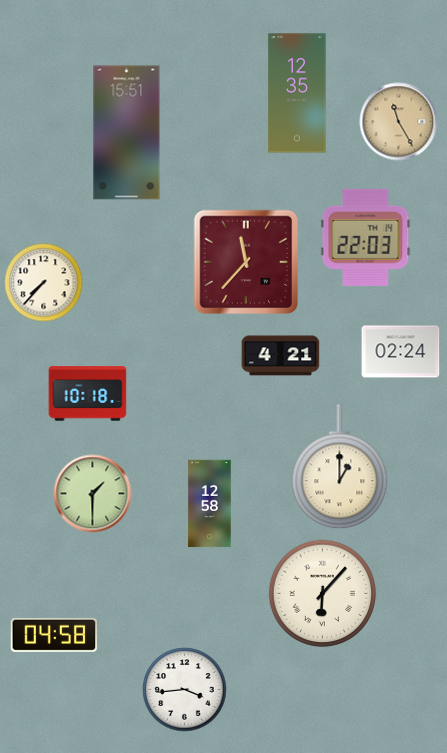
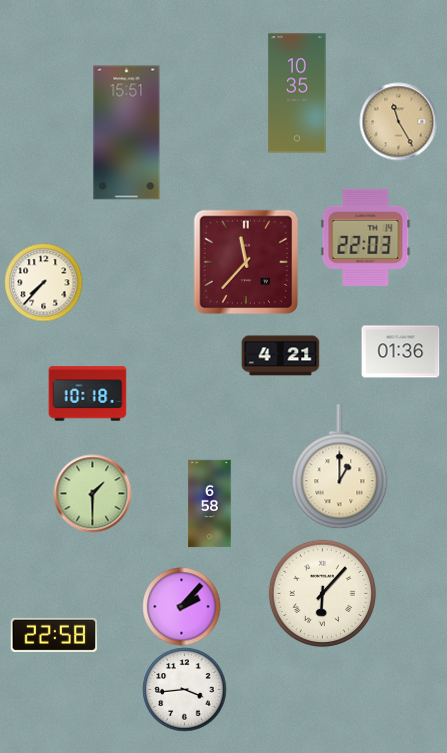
clock at (297, 93): 12:35 -> 10:35
clock at (400, 352): 02:24 -> 01:36
clock at (210, 503): 12:58 -> 6:58
clock at (181, 606): none -> 2:07
clock at (54, 635): 04:58 -> 22:58
